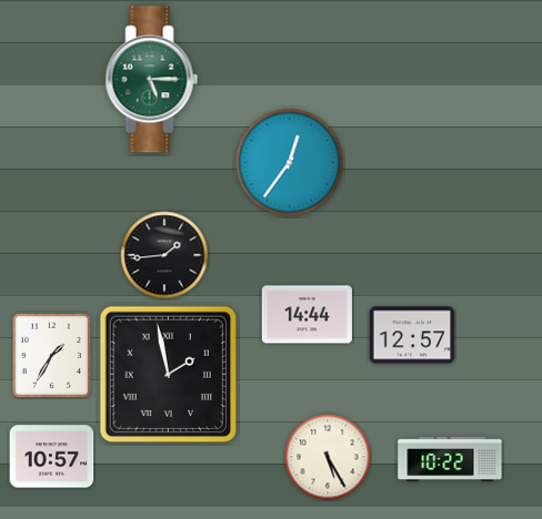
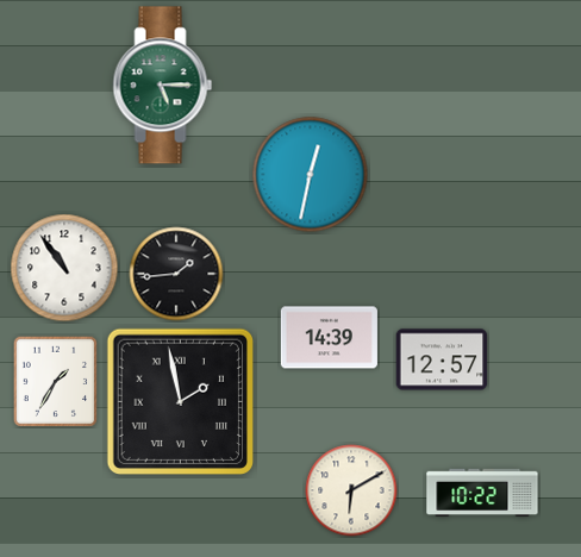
clock at (290, 163): 12:36 -> 12:32
clock at (64, 268): none -> 10:54
clock at (307, 315): 14:44 -> 14:39
clock at (52, 457): 10:57 -> none
clock at (328, 457): 5:25 -> 6:10
